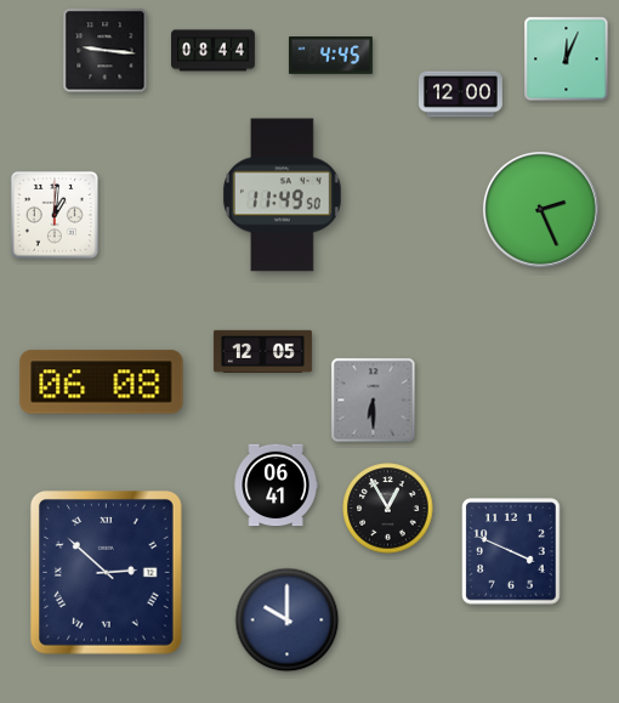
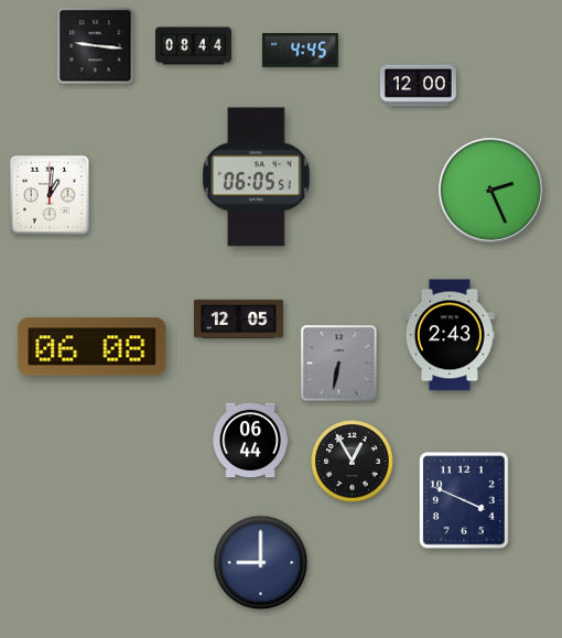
clock at (567, 59): 12:04 -> none
clock at (283, 195): 11:49 -> 06:05
clock at (450, 335): none -> 2:43
clock at (374, 401): 6:30 -> 6:32
clock at (276, 486): 06:41 -> 06:44
clock at (107, 573): 2:52 -> none
clock at (288, 620): 10:00 -> 9:00
